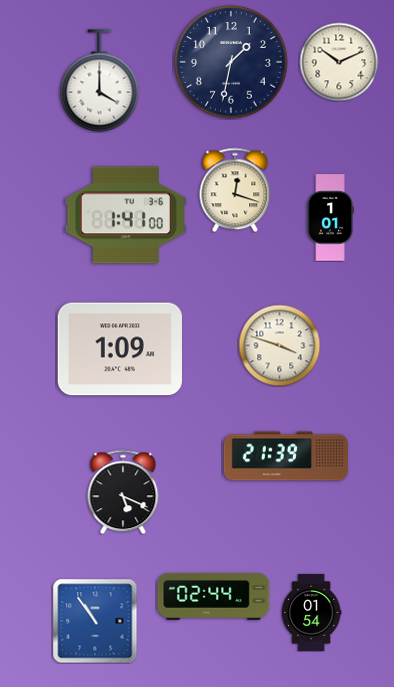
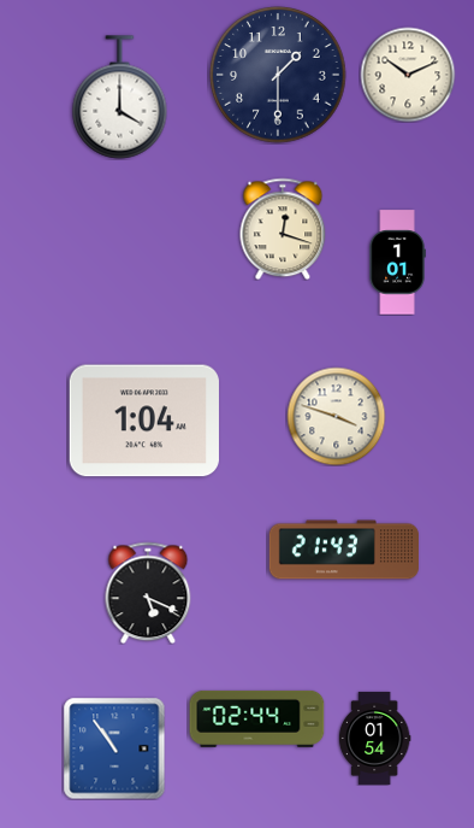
clock at (231, 62): 1:32 -> 1:30
clock at (126, 215): 1:41 -> none
clock at (120, 349): 1:09 -> 1:04
clock at (285, 456): 21:39 -> 21:43
